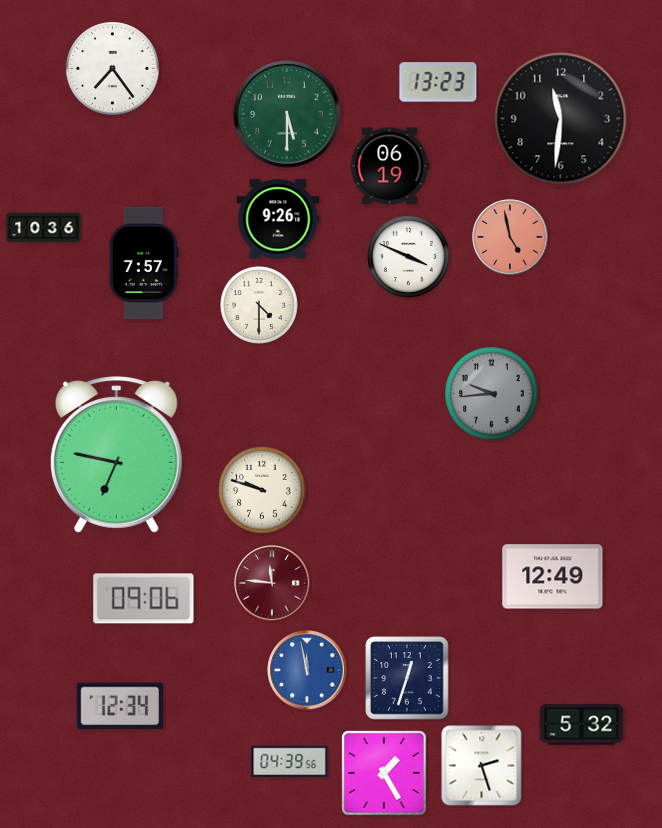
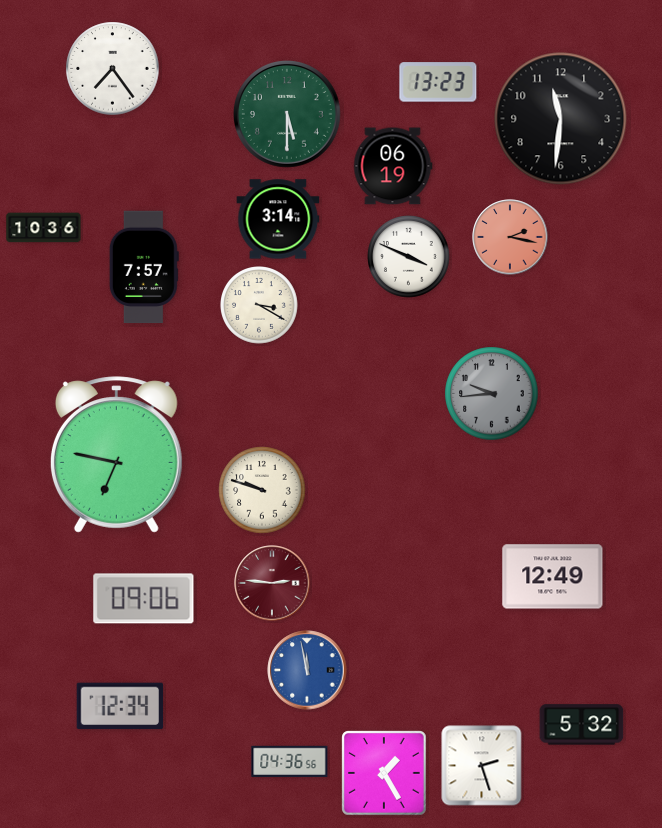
clock at (390, 166) position: (390, 166) -> (393, 166)
clock at (278, 219): 9:26 -> 3:14
clock at (510, 237): 4:58 -> 2:17
clock at (144, 263) position: (144, 263) -> (144, 267)
clock at (260, 306): 4:30 -> 3:20
clock at (272, 583): 11:46 -> 2:46
clock at (407, 678): 12:33 -> none
clock at (290, 761): 04:39 -> 04:36
